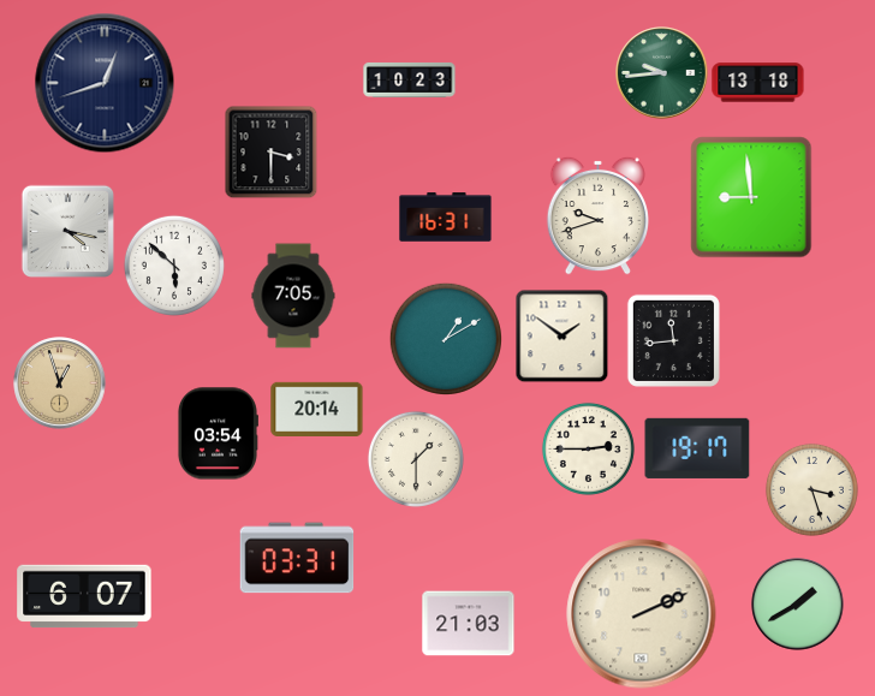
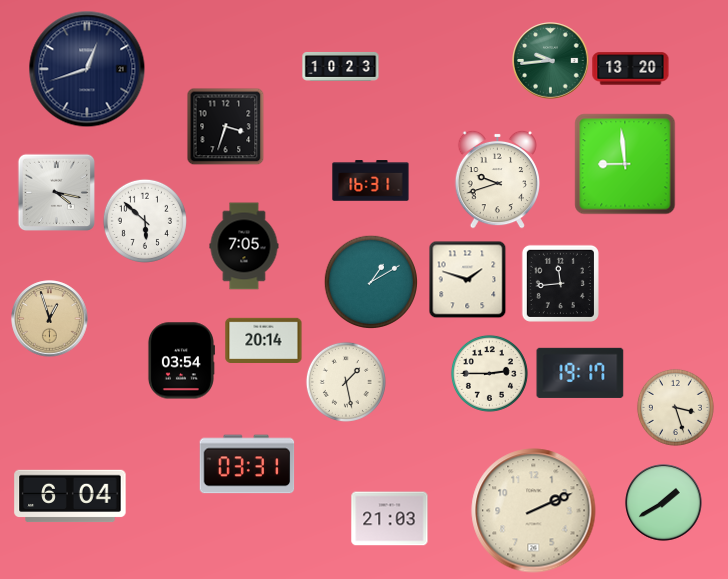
clock at (758, 83): 13:18 -> 13:20
clock at (270, 151): 3:30 -> 3:33
clock at (561, 335): 1:51 -> 1:48
clock at (416, 459): 1:30 -> 1:28
clock at (84, 596): 6:07 -> 6:04
